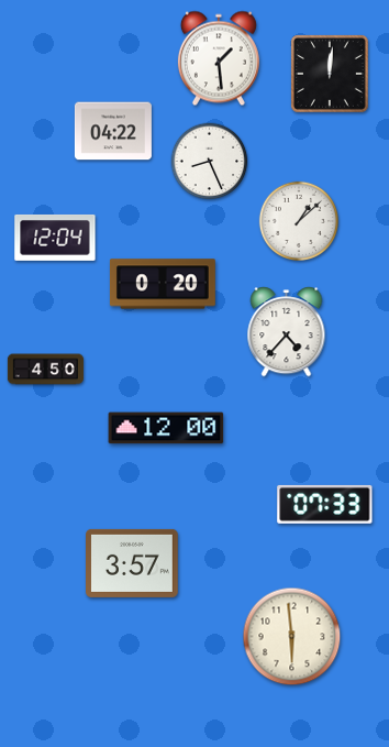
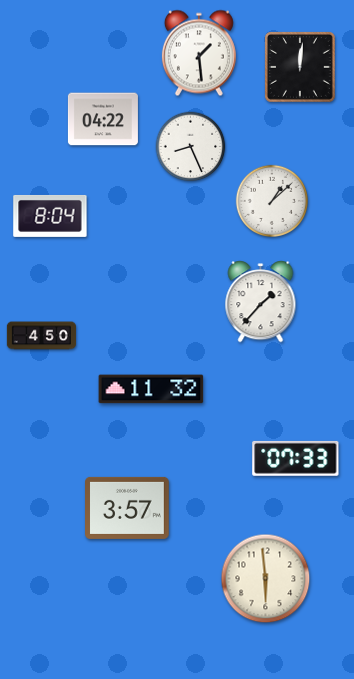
clock at (55, 238): 12:04 -> 8:04
clock at (163, 284): 0:20 -> none
clock at (287, 332): 4:37 -> 1:37
clock at (166, 428): 12:00 -> 11:32
clock at (133, 563) position: (133, 563) -> (128, 508)
